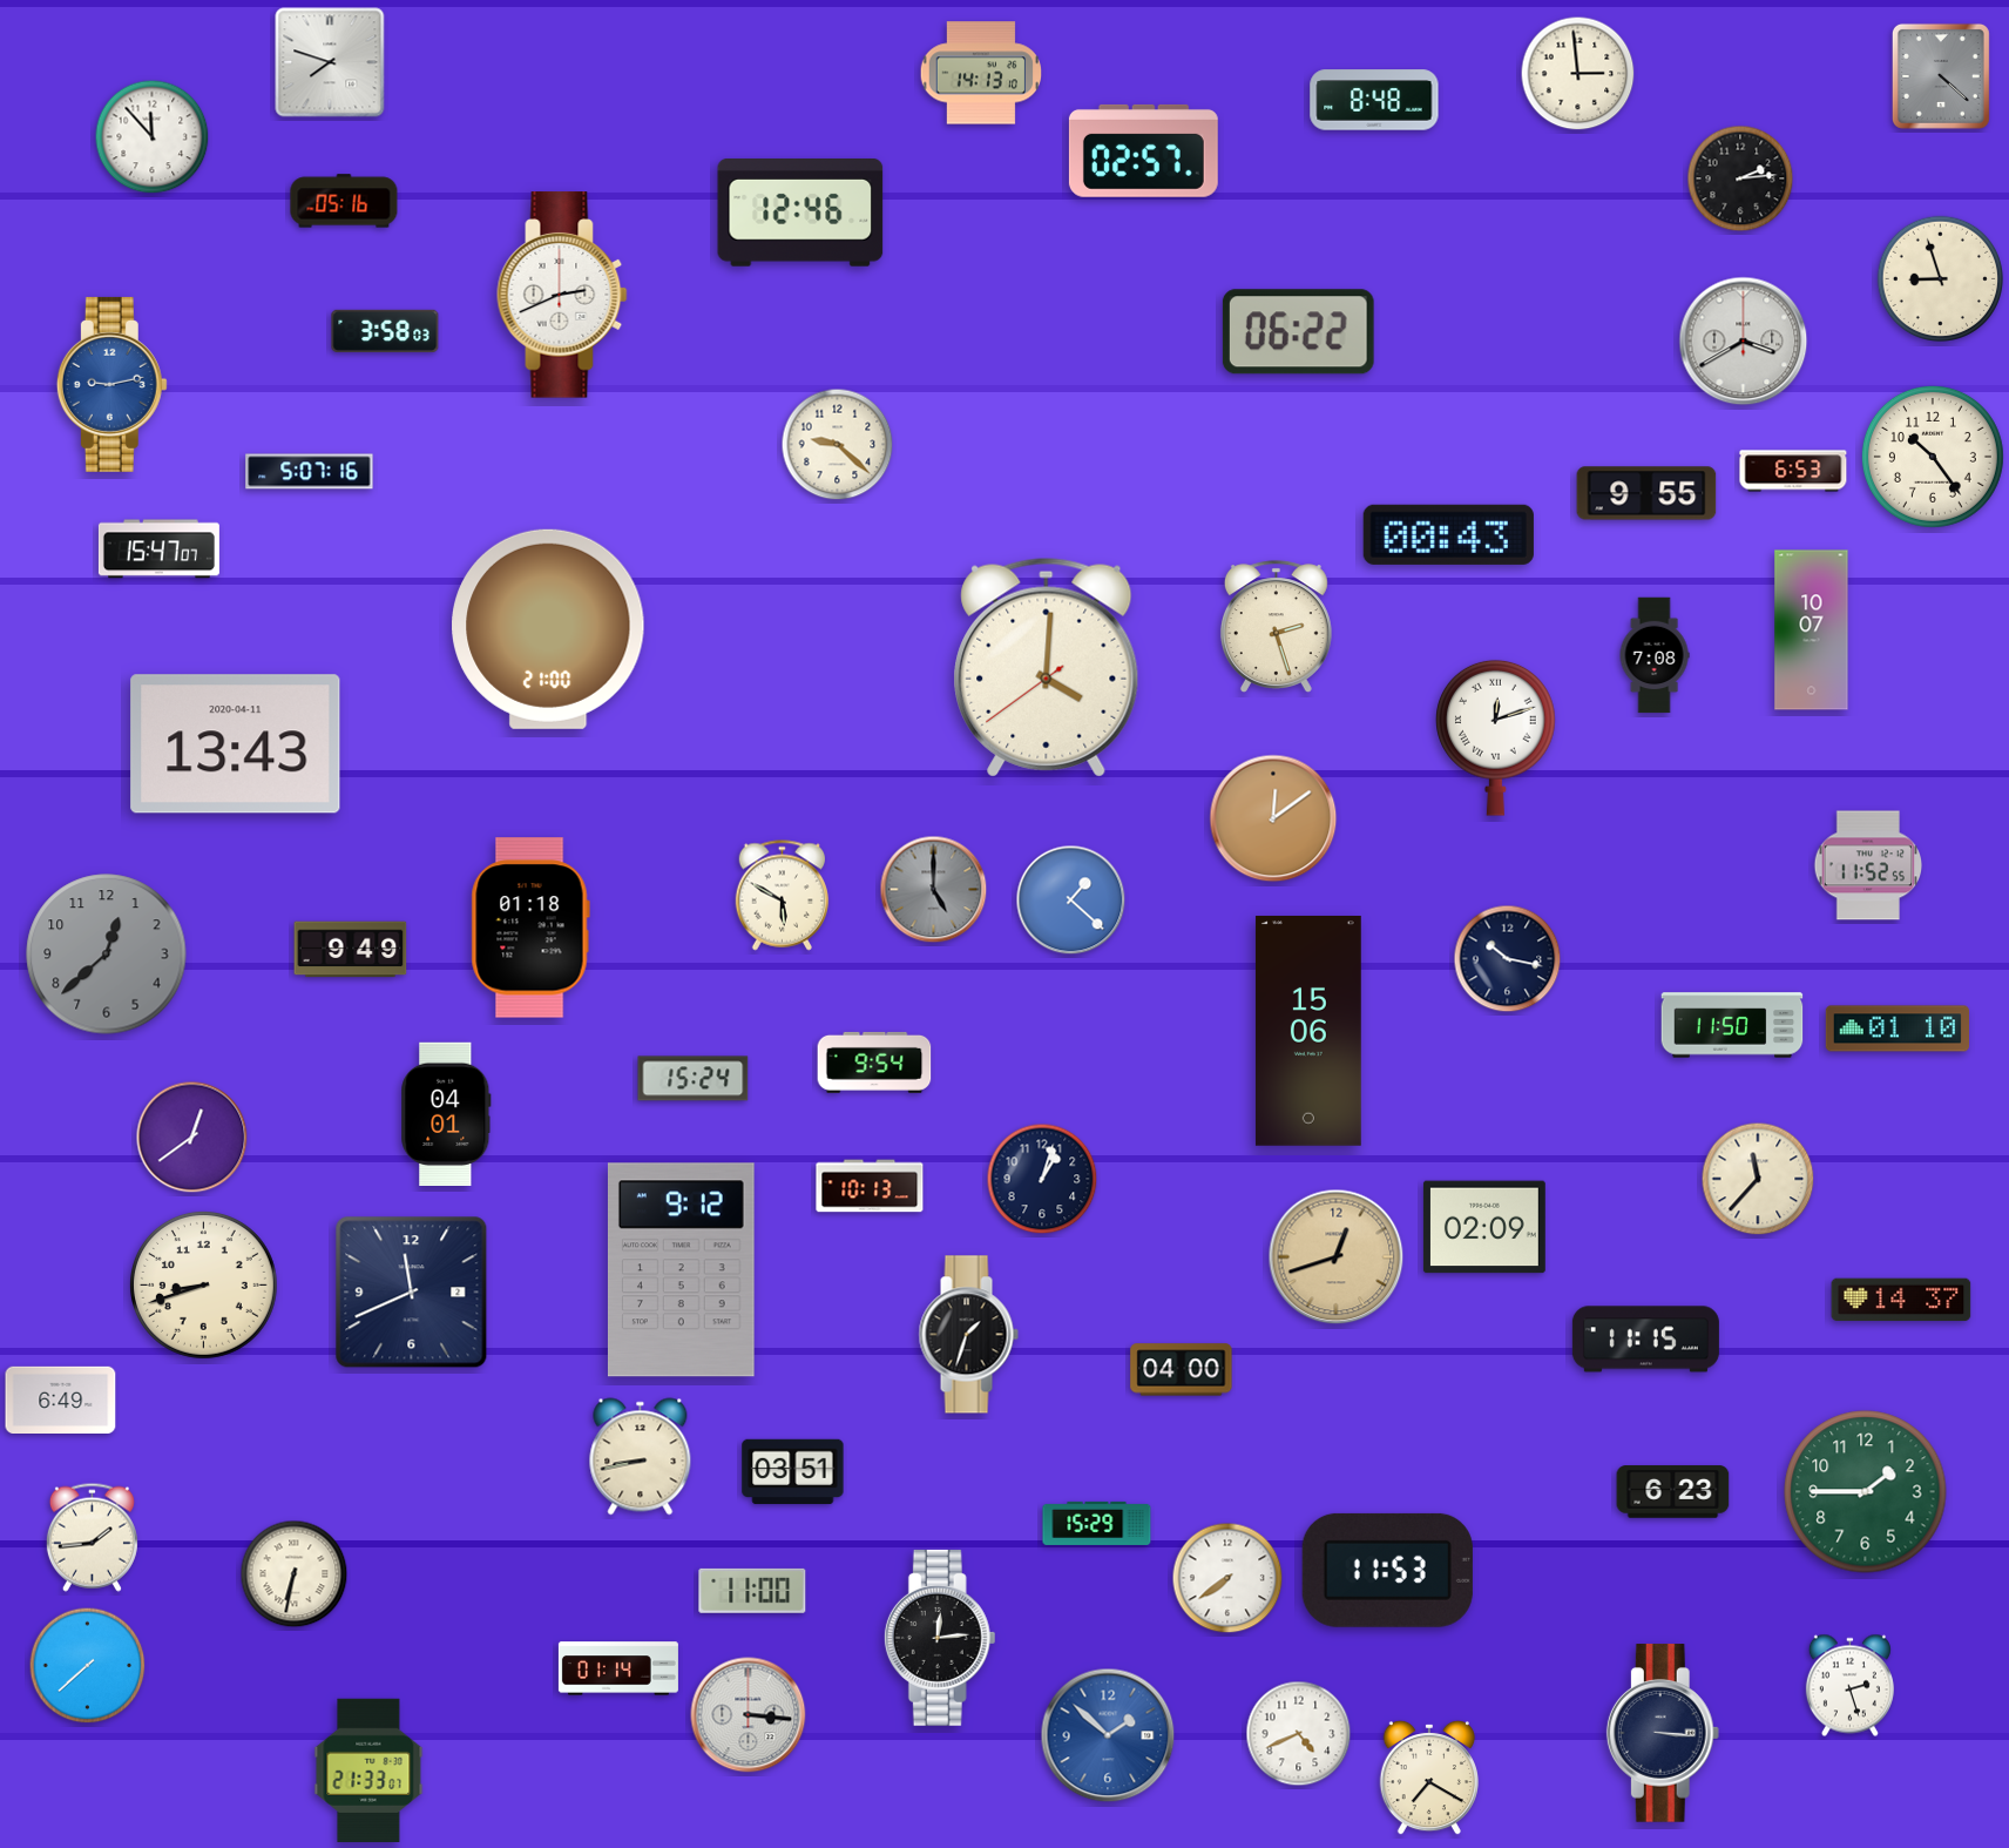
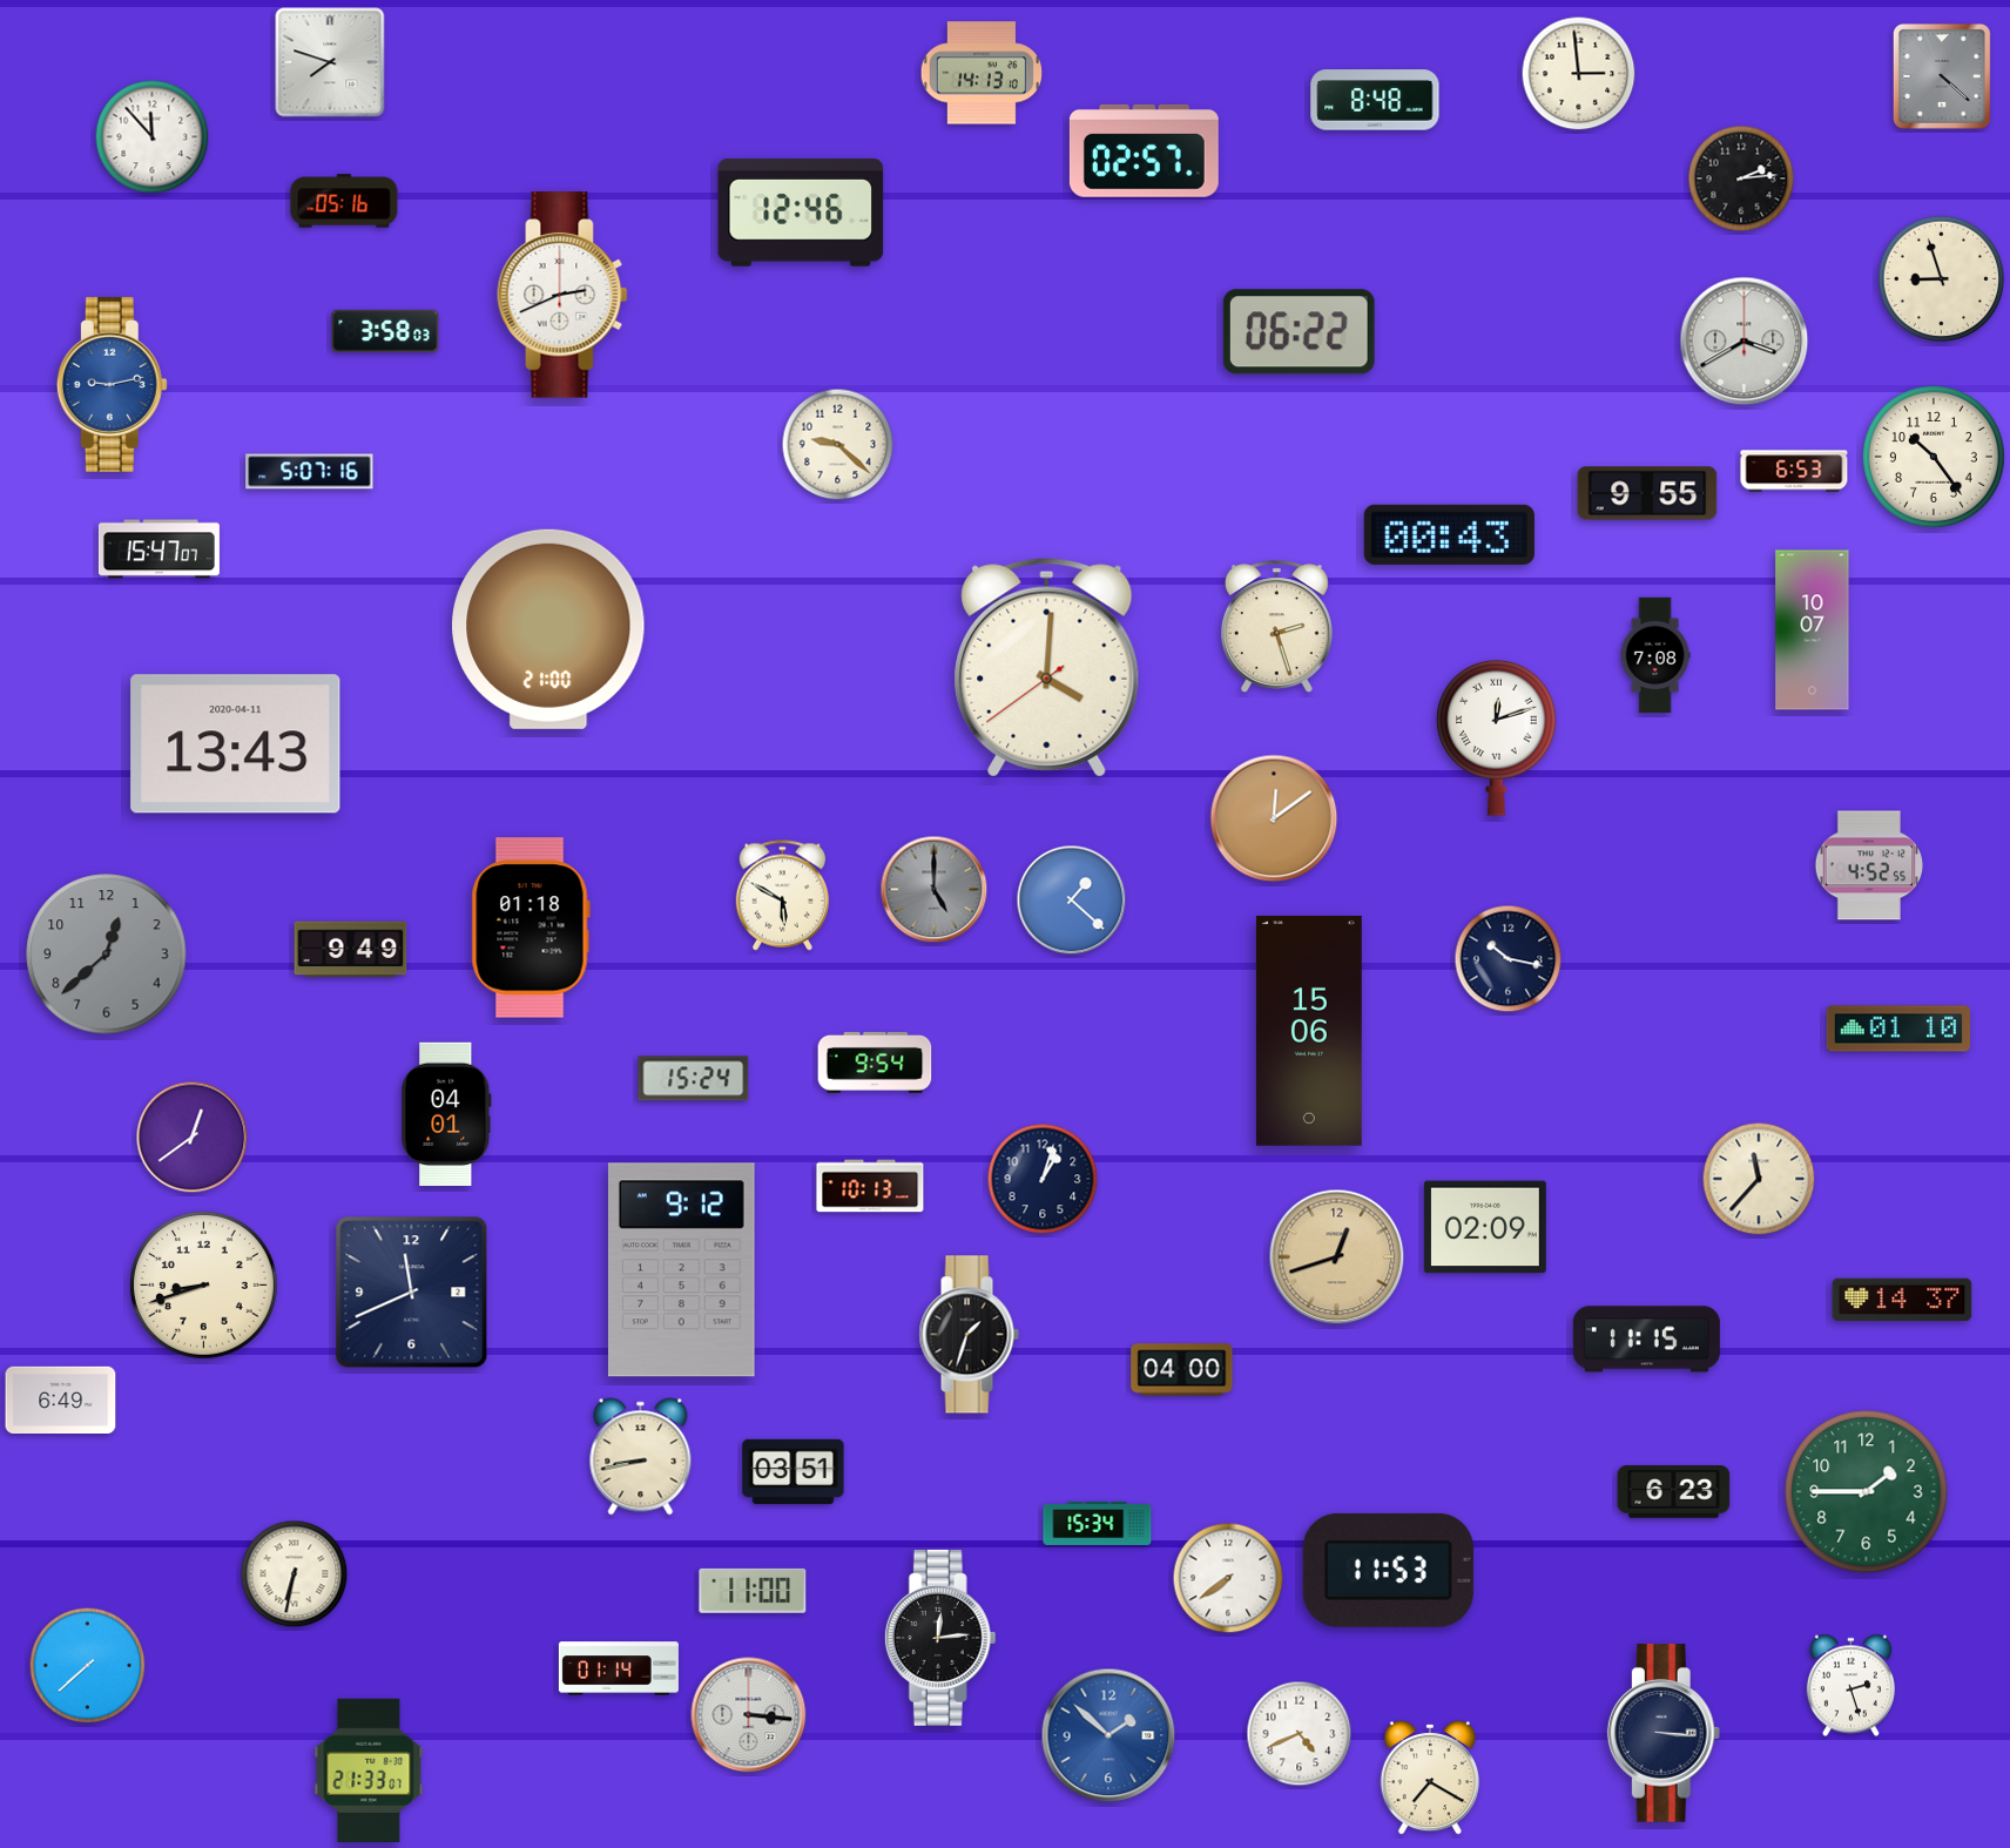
clock at (1868, 865): 11:52 -> 4:52
clock at (1732, 1025): 11:50 -> none
clock at (1097, 1523): 15:29 -> 15:34
clock at (92, 1537): 1:44 -> none
